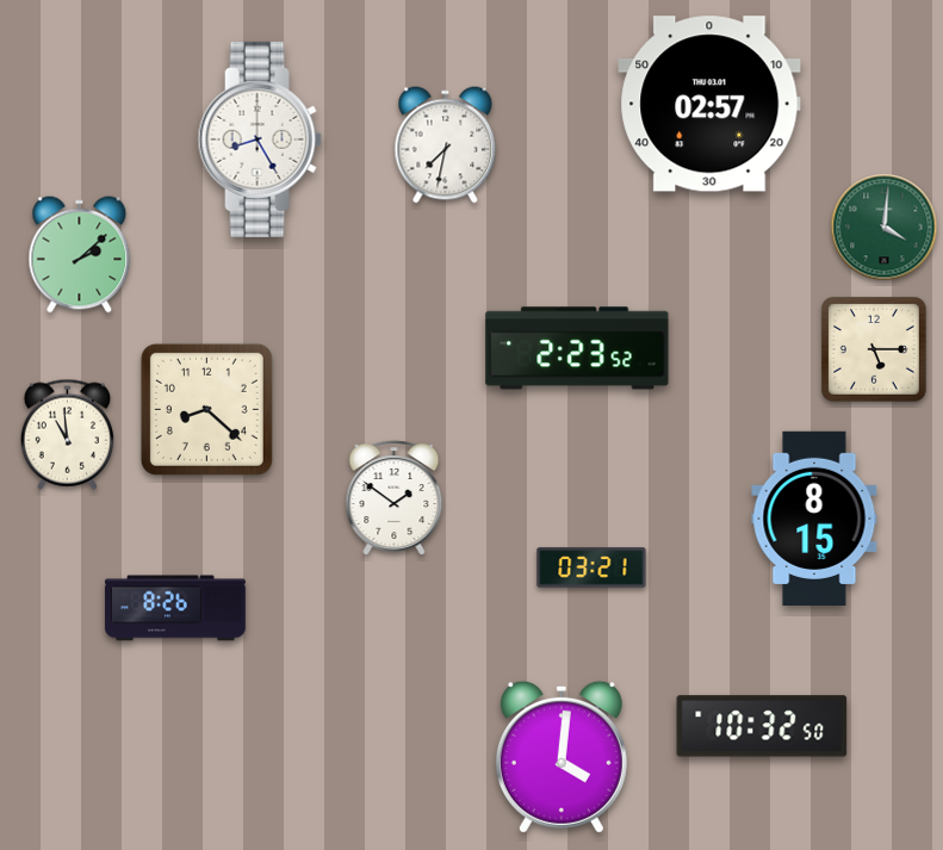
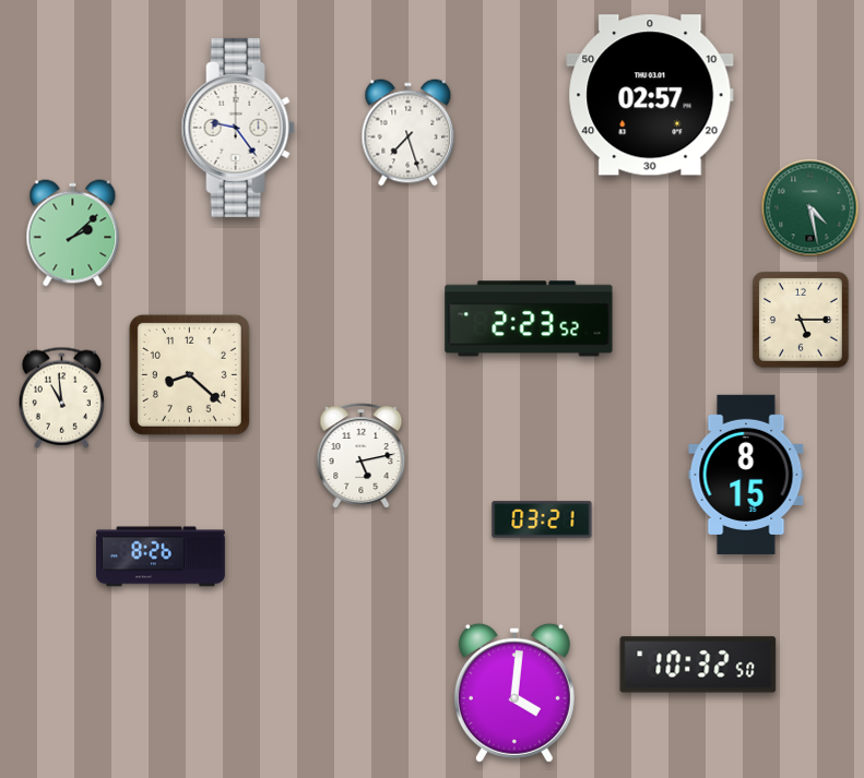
clock at (260, 139): 8:25 -> 9:24
clock at (446, 145): 7:32 -> 7:27
clock at (885, 228): 4:01 -> 4:28
clock at (395, 498): 1:51 -> 5:13
